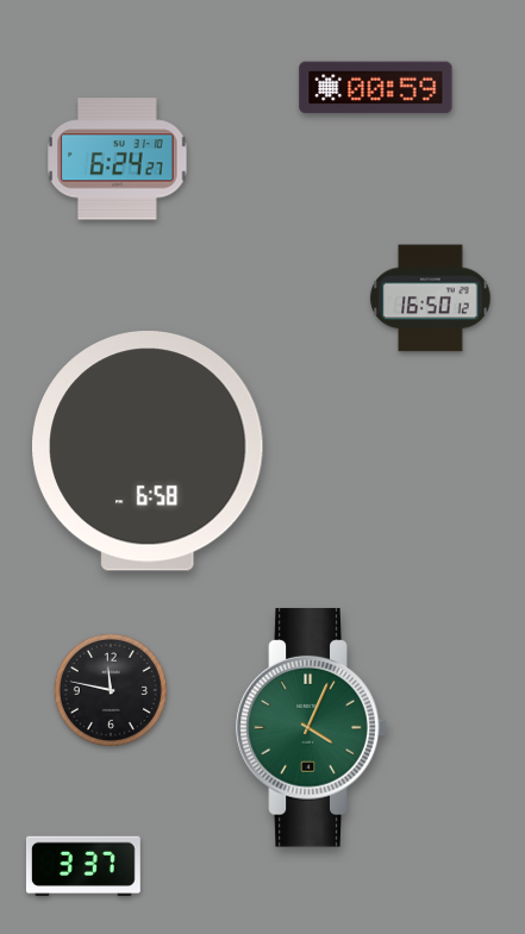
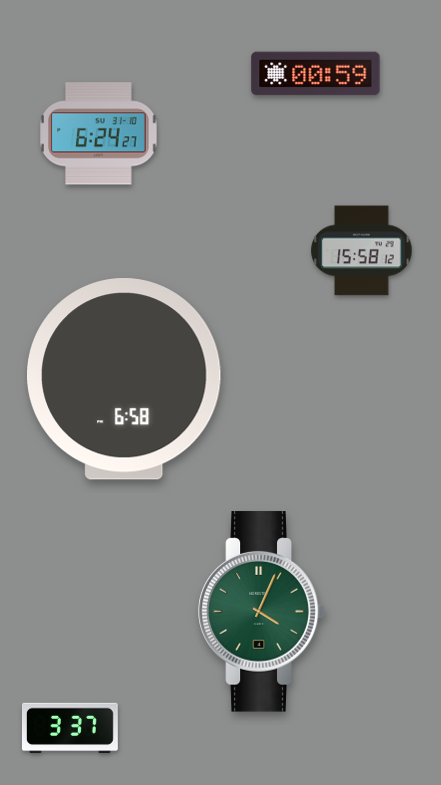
clock at (431, 299): 16:50 -> 15:58
clock at (111, 690): 11:47 -> none
